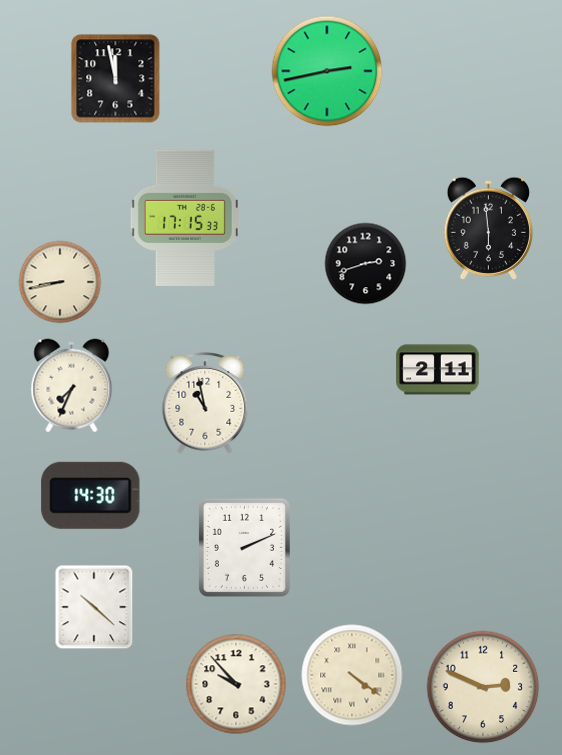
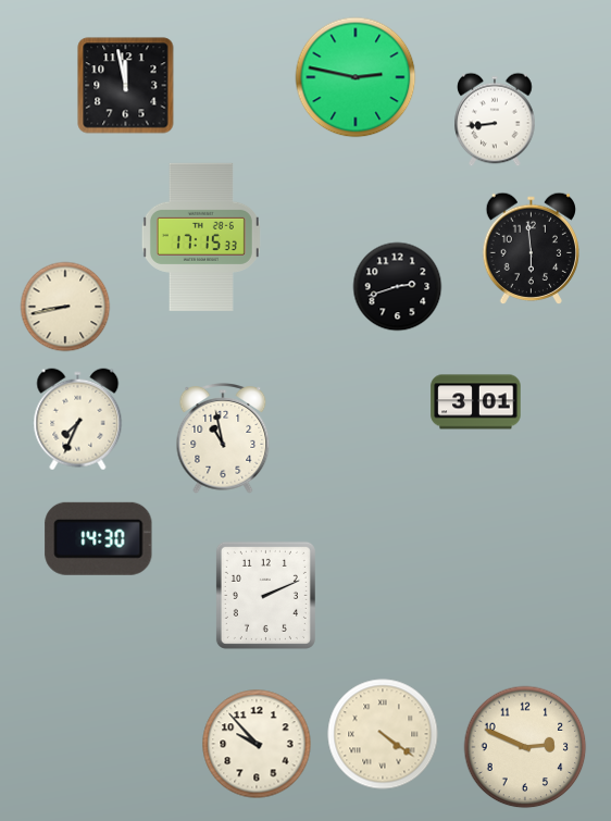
clock at (327, 71): 2:43 -> 2:47
clock at (495, 120): none -> 8:44
clock at (438, 370): 2:11 -> 3:01
clock at (94, 607): 10:22 -> none
